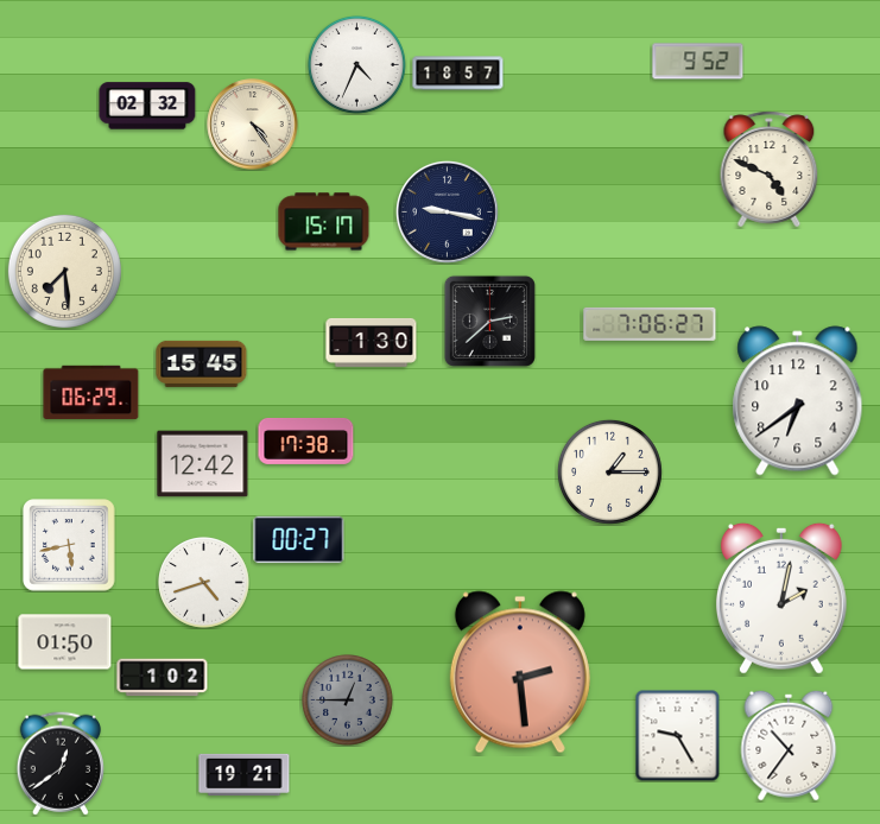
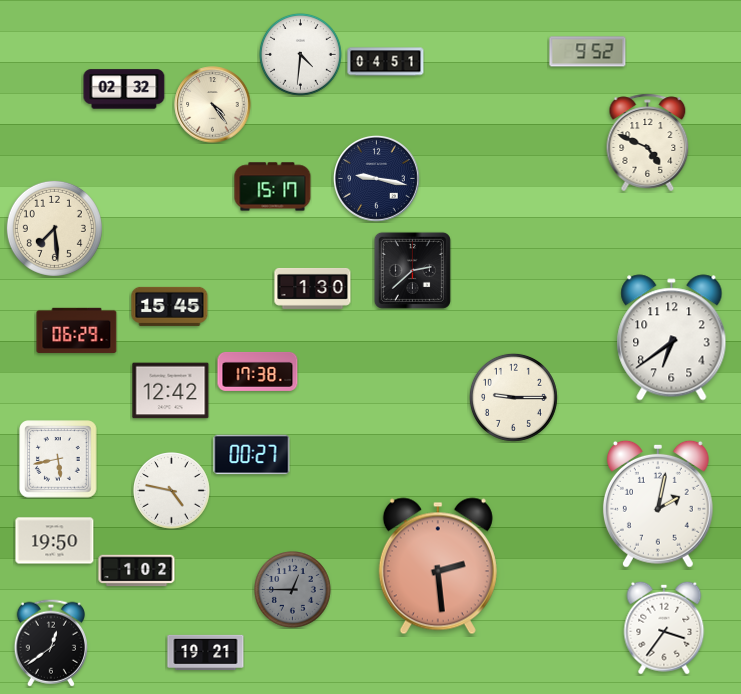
clock at (356, 64): 4:34 -> 4:31
clock at (458, 74): 18:57 -> 04:51
clock at (650, 324): 7:06 -> none
clock at (609, 471): 1:15 -> 9:15
clock at (204, 583): 4:42 -> 4:47
clock at (65, 642): 01:50 -> 19:50
clock at (678, 735): 9:25 -> none
clock at (789, 746): 10:36 -> 3:36
